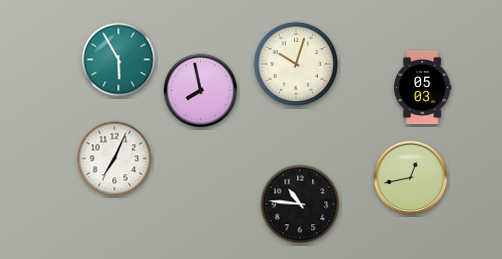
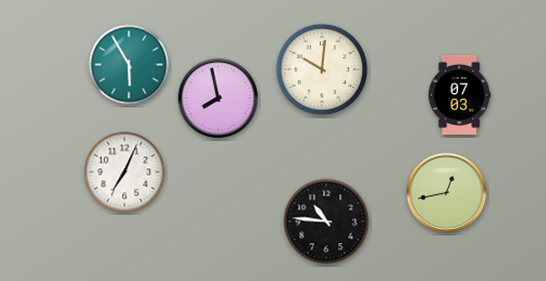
clock at (296, 64): 10:03 -> 10:01
clock at (423, 87): 05:03 -> 07:03
